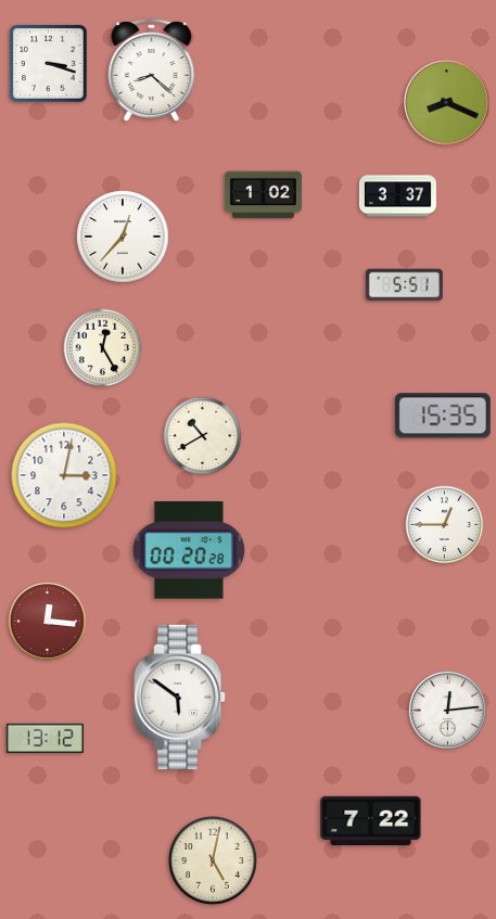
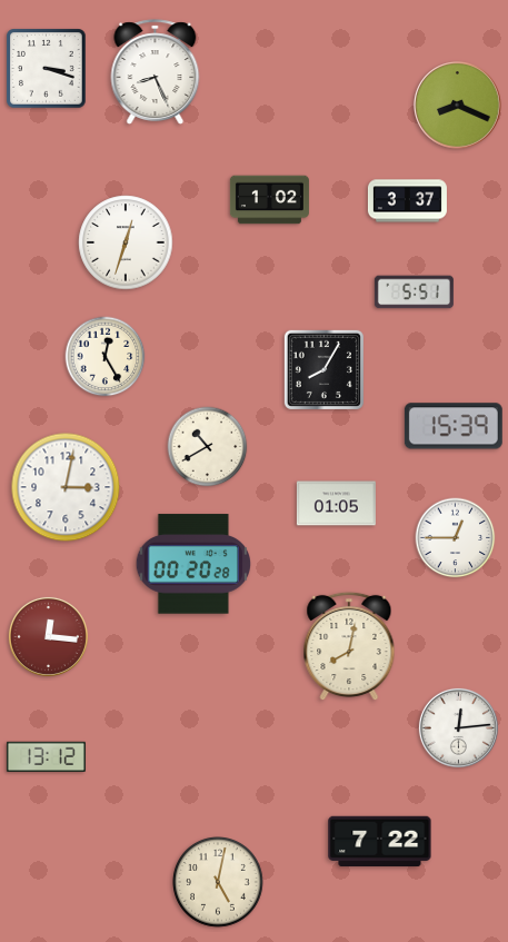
clock at (49, 64) position: (49, 64) -> (47, 69)
clock at (152, 71): 8:22 -> 8:26
clock at (123, 237): 12:37 -> 12:33
clock at (323, 369): none -> 8:05
clock at (443, 416): 15:35 -> 15:39
clock at (336, 504): none -> 01:05
clock at (349, 646): none -> 8:02
clock at (181, 697): 5:51 -> none
